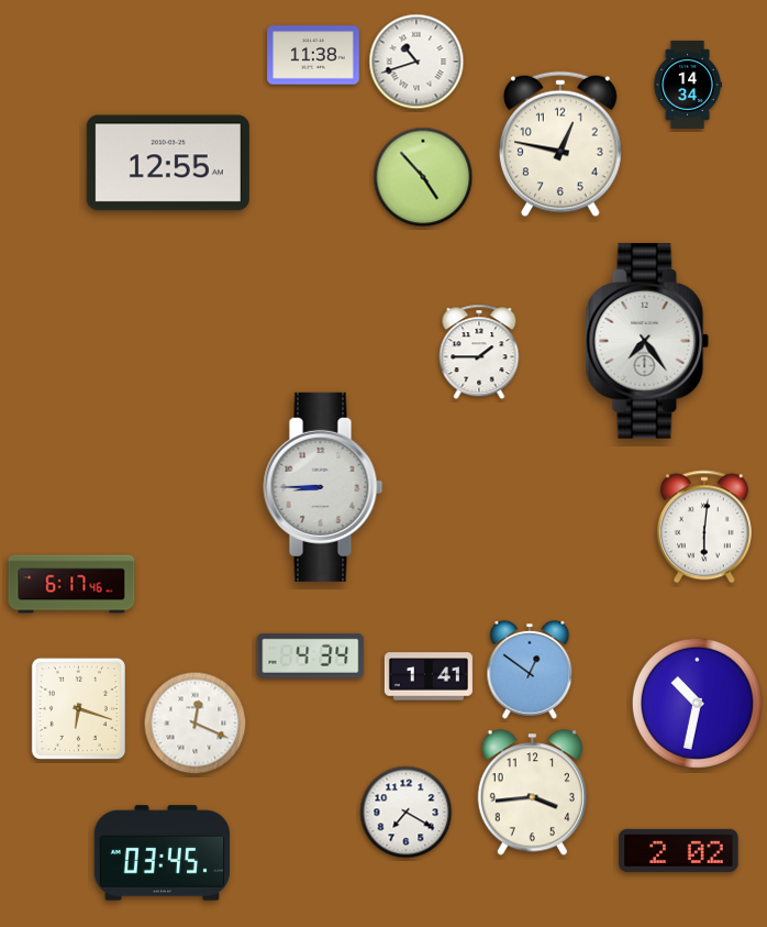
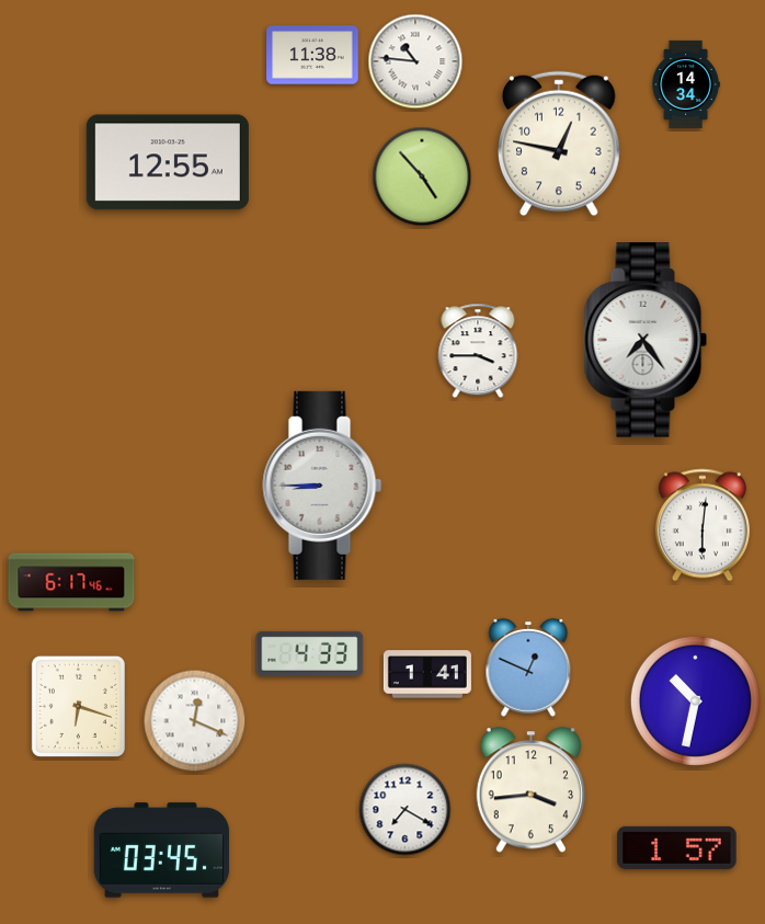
clock at (416, 62): 10:42 -> 10:46
clock at (479, 352): 1:45 -> 3:45
clock at (311, 655): 4:34 -> 4:33
clock at (530, 670): 12:51 -> 12:49
clock at (679, 850): 2:02 -> 1:57
